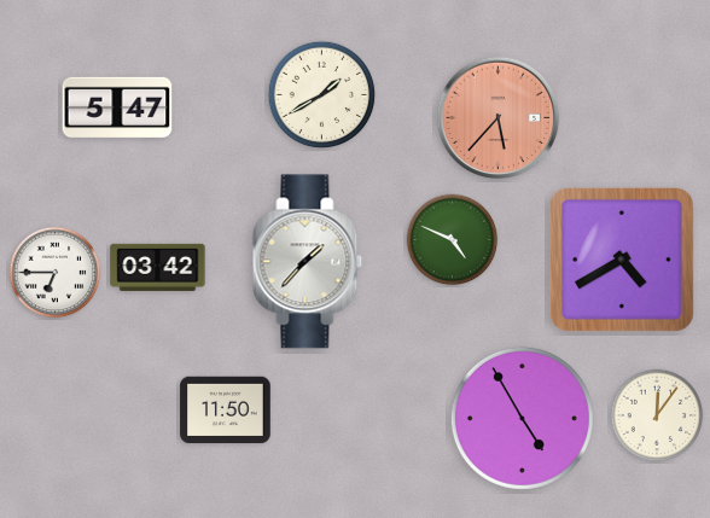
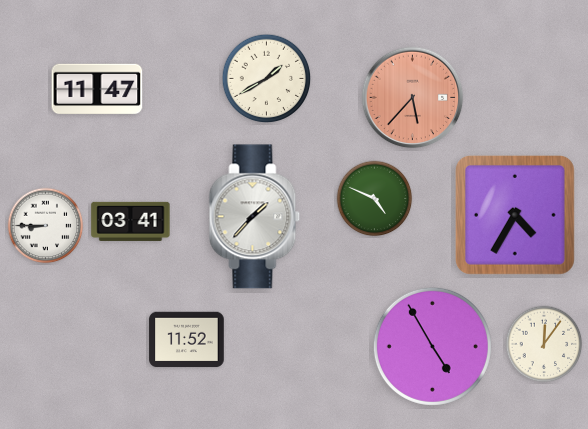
clock at (117, 107): 5:47 -> 11:47
clock at (622, 260): 4:40 -> 4:35
clock at (158, 267): 03:42 -> 03:41
clock at (56, 273): 6:45 -> 8:45
clock at (226, 411): 11:50 -> 11:52
